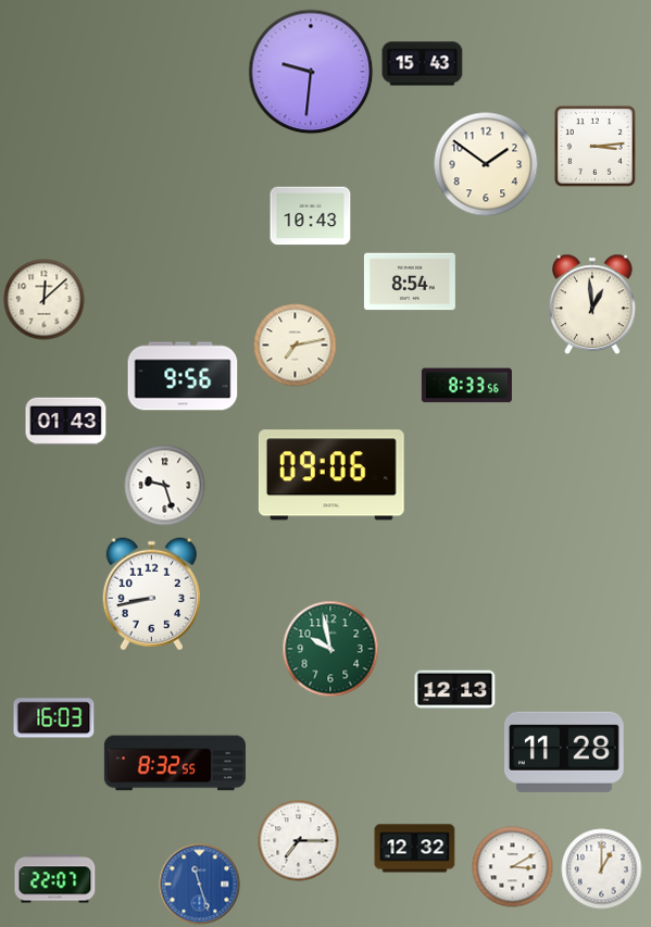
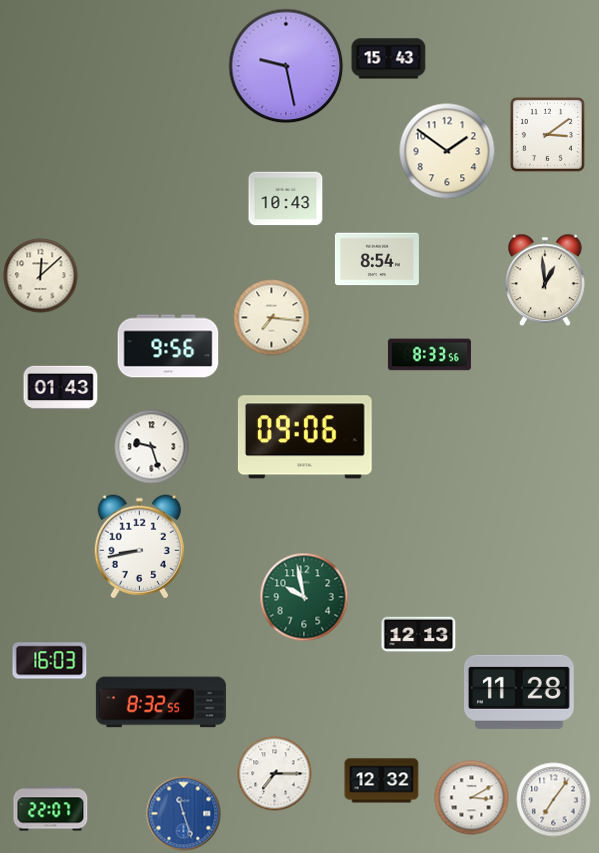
clock at (311, 72): 9:31 -> 9:28
clock at (594, 146): 3:14 -> 3:09
clock at (296, 346): 7:13 -> 7:16
clock at (602, 869): 1:00 -> 7:06
